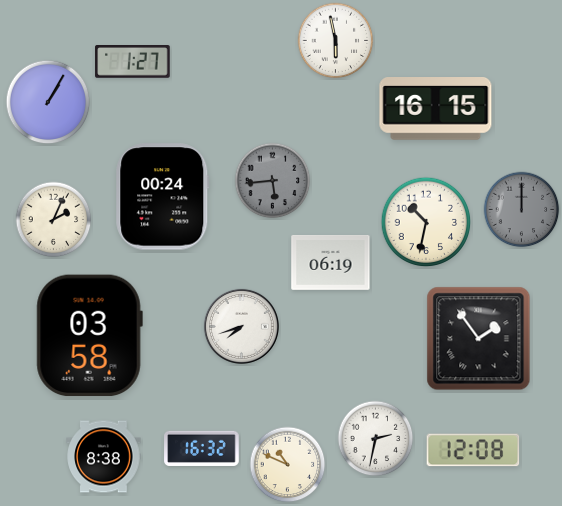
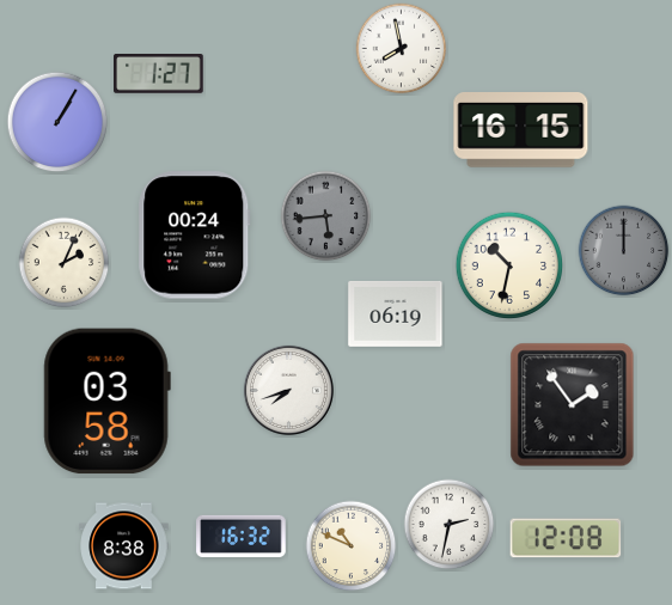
clock at (336, 41): 5:58 -> 7:58
clock at (288, 465) position: (288, 465) -> (352, 546)
